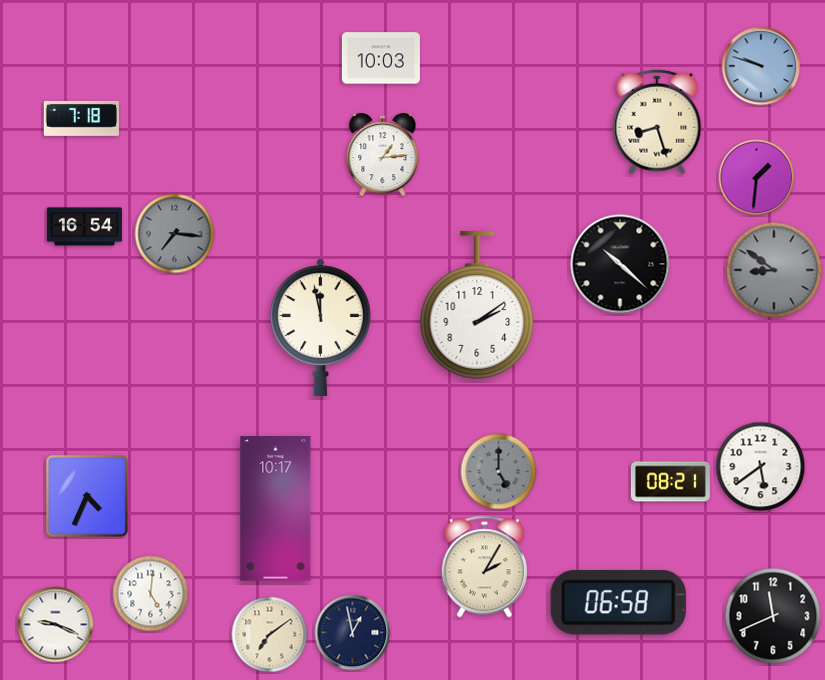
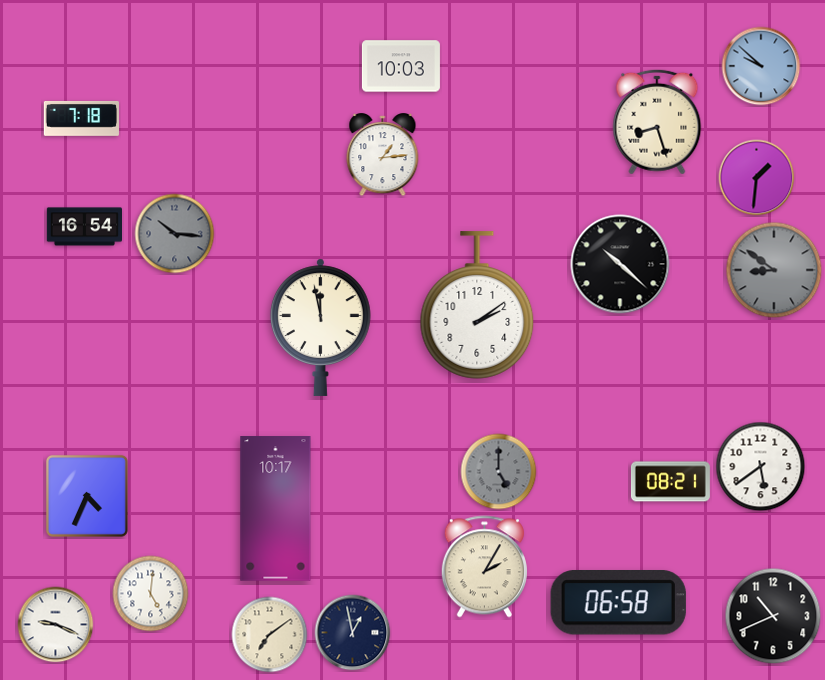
clock at (381, 58) position: (381, 58) -> (401, 66)
clock at (761, 66): 9:48 -> 9:52
clock at (175, 234): 7:16 -> 10:16
clock at (773, 616): 11:41 -> 10:41
